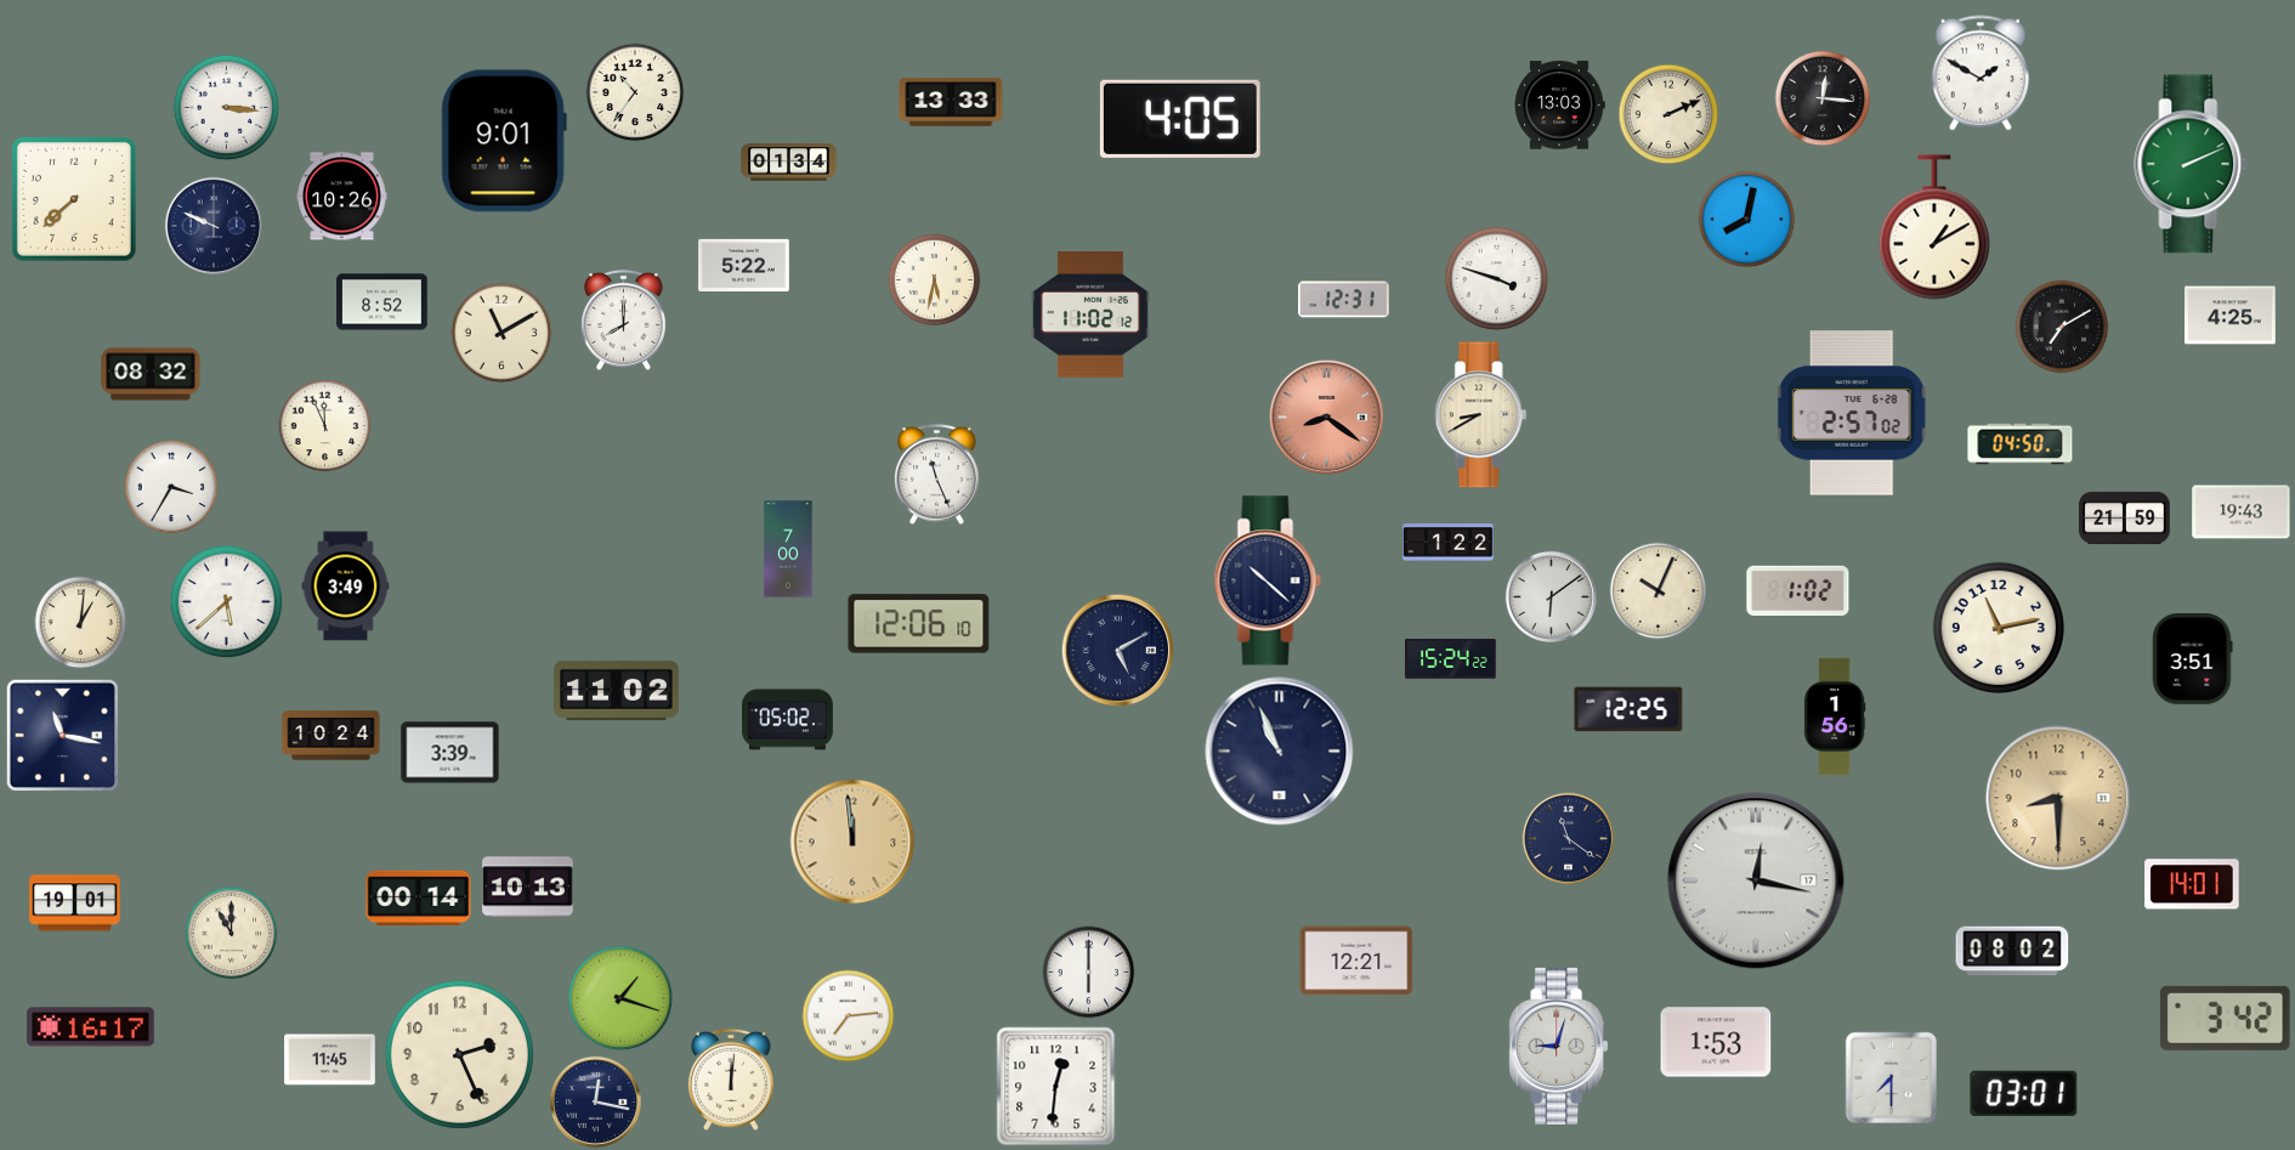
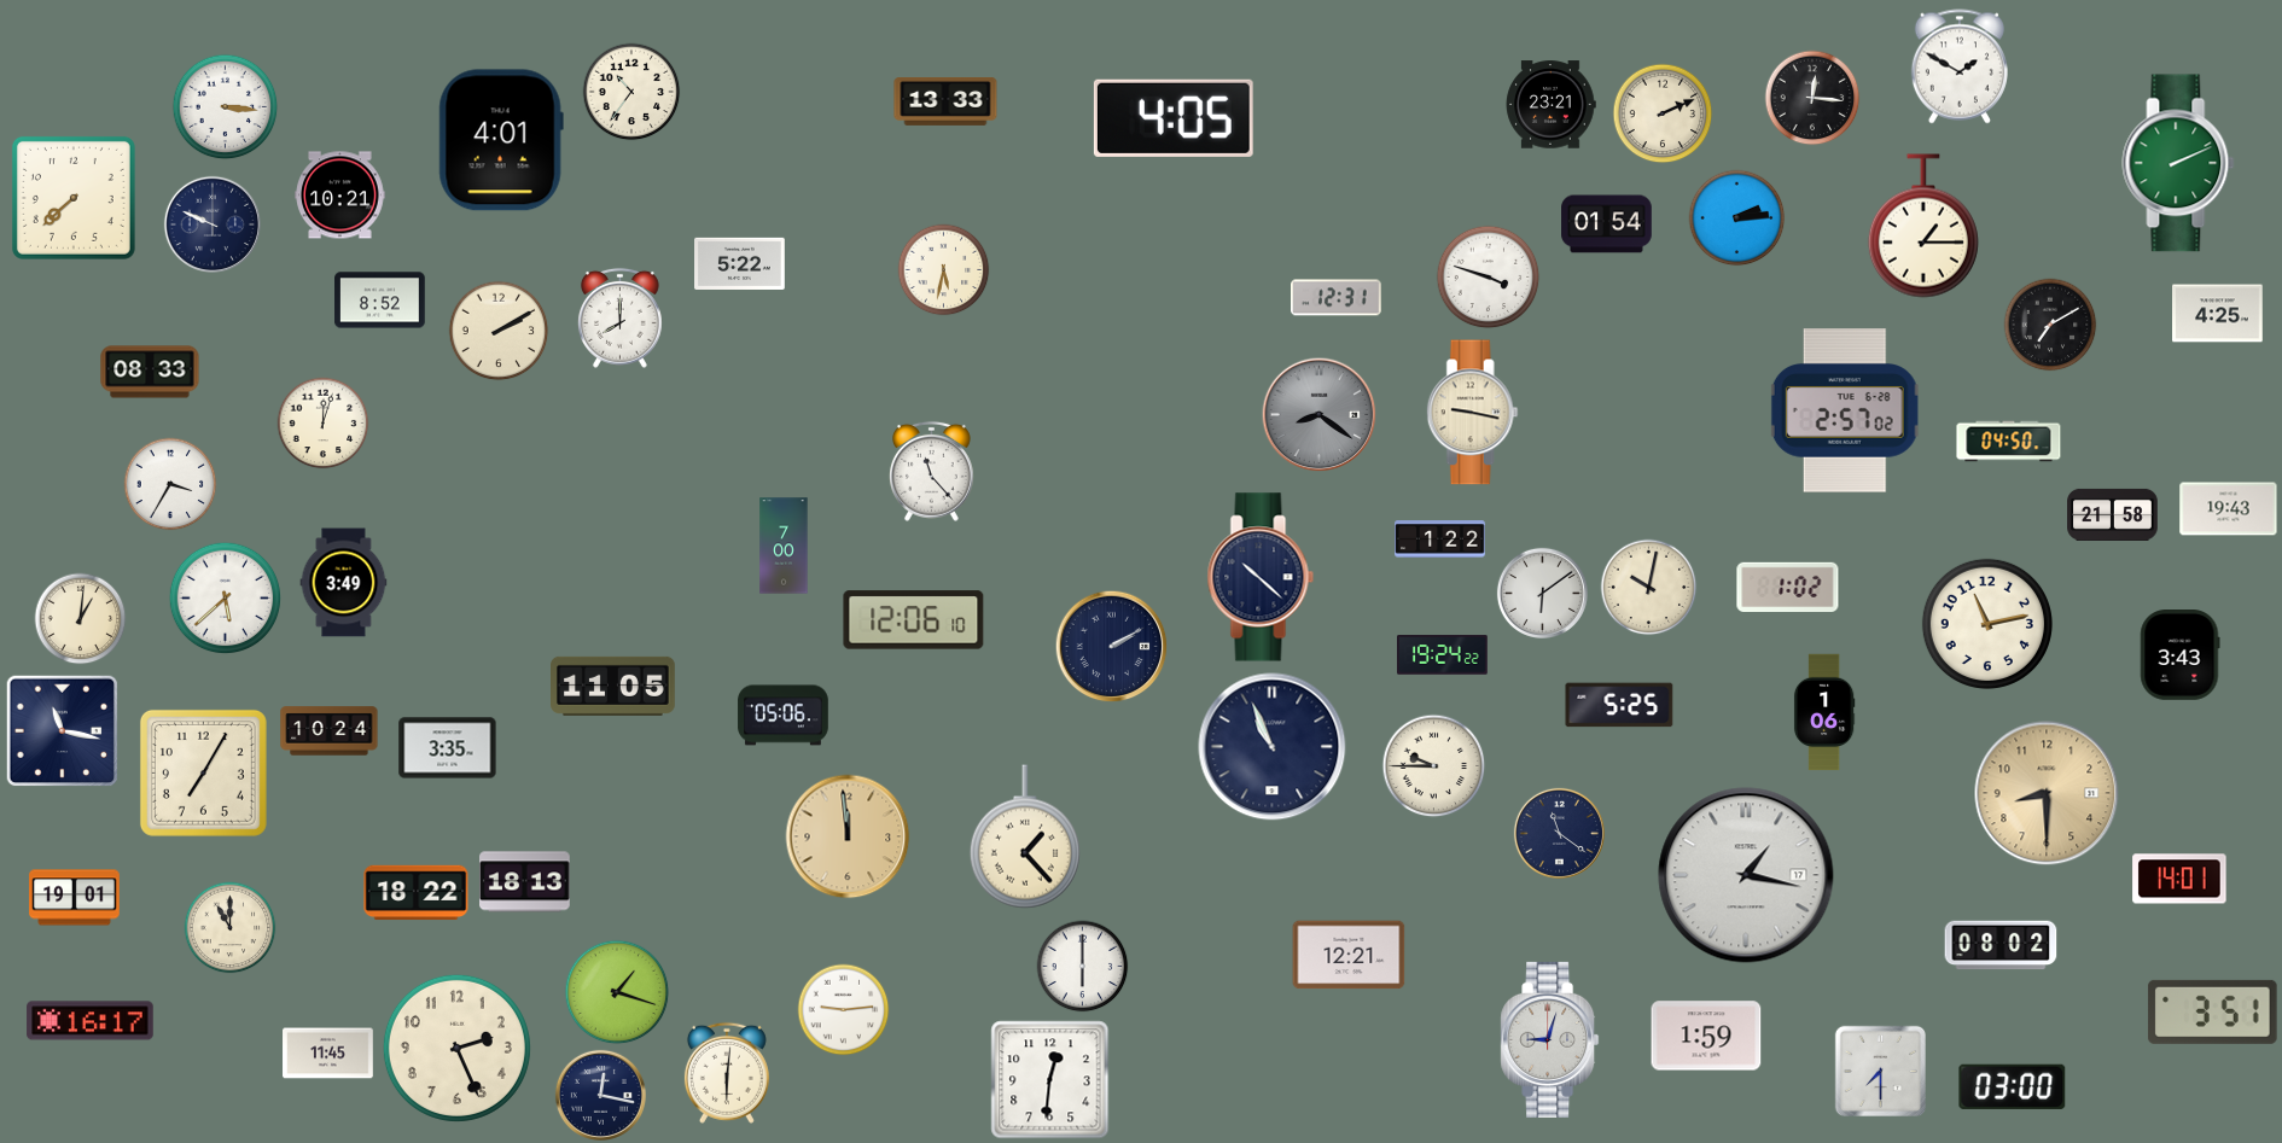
clock at (1980, 73) position: (1980, 73) -> (1960, 66)
clock at (1559, 106): 13:03 -> 23:21
clock at (1668, 114) position: (1668, 114) -> (1663, 113)
clock at (504, 141): 9:01 -> 4:01
clock at (789, 163): 01:34 -> none
clock at (342, 197): 10:26 -> 10:21
clock at (1747, 220): 8:02 -> 2:14
clock at (1607, 224): none -> 01:54
clock at (1934, 227): 1:10 -> 1:15
clock at (935, 281) position: (935, 281) -> (944, 270)
clock at (1090, 316): 11:02 -> none
clock at (501, 333): 11:10 -> 2:10
clock at (151, 374): 08:32 -> 08:33
clock at (1852, 413) position: (1852, 413) -> (1845, 410)
clock at (1480, 415): 8:40 -> 9:17
clock at (1327, 418) dial: salmon -> grey
clock at (325, 426): 11:56 -> 12:03
clock at (937, 474): 11:26 -> 11:23
clock at (2125, 517): 21:59 -> 21:58
clock at (1659, 591): 10:04 -> 10:02
clock at (1118, 651): 5:10 -> 2:10
clock at (1451, 659): 15:24 -> 19:24
clock at (2193, 659): 3:51 -> 3:43
clock at (617, 690): 11:02 -> 11:05
clock at (1628, 709): 12:25 -> 5:25
clock at (1835, 716): 1:56 -> 1:06
clock at (788, 720): 05:02 -> 05:06
clock at (450, 753): 3:39 -> 3:35
clock at (1434, 766): none -> 9:45
clock at (203, 772): none -> 7:05
clock at (1025, 836): none -> 1:23
clock at (1756, 880): 12:17 -> 1:17
clock at (528, 888): 10:13 -> 18:13
clock at (419, 899): 00:14 -> 18:22
clock at (849, 1016): 7:14 -> 9:14
clock at (2226, 1018): 3:42 -> 3:51
clock at (1716, 1042): 1:53 -> 1:59
clock at (731, 1080): 12:01 -> 6:01
clock at (2024, 1093): 03:01 -> 03:00
clock at (595, 1101) position: (595, 1101) -> (600, 1095)
